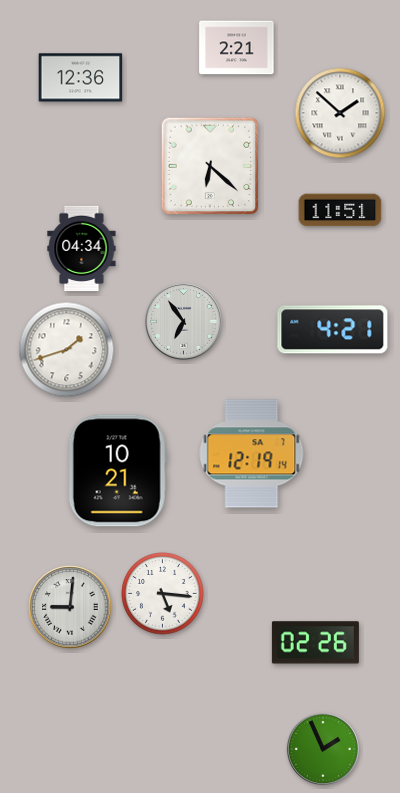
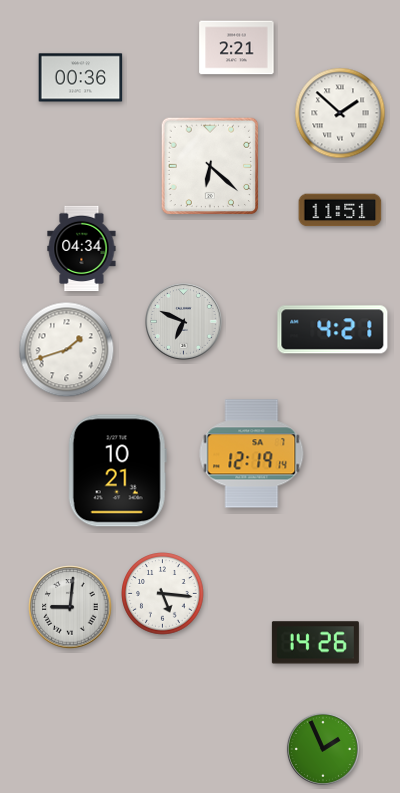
clock at (81, 78): 12:36 -> 00:36
clock at (184, 322): 6:54 -> 6:49
clock at (315, 643): 02:26 -> 14:26
